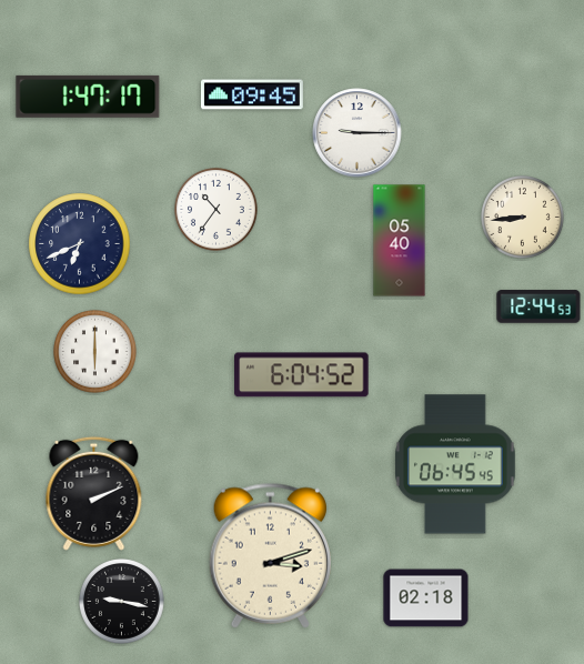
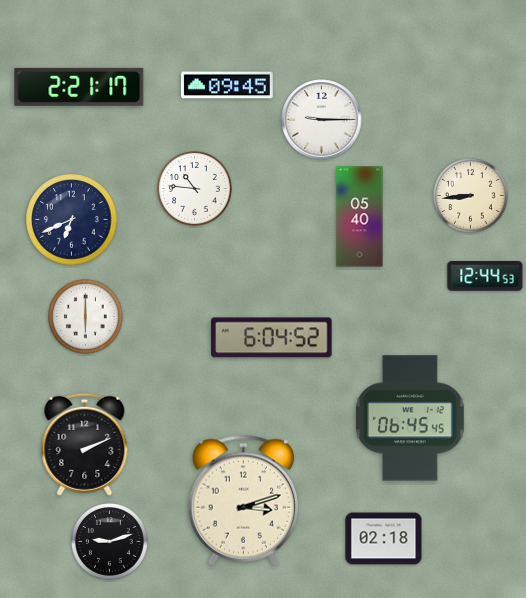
clock at (88, 97): 1:47 -> 2:21
clock at (217, 210): 10:36 -> 10:46
clock at (122, 602): 9:17 -> 9:12
